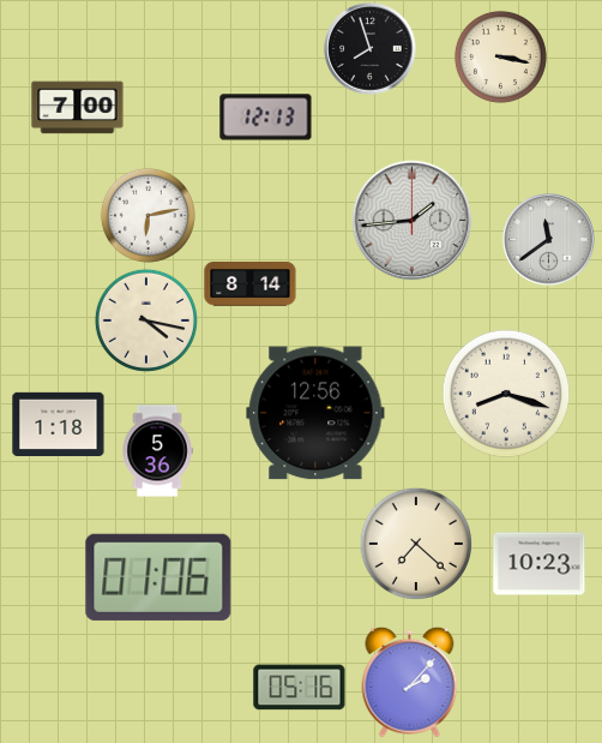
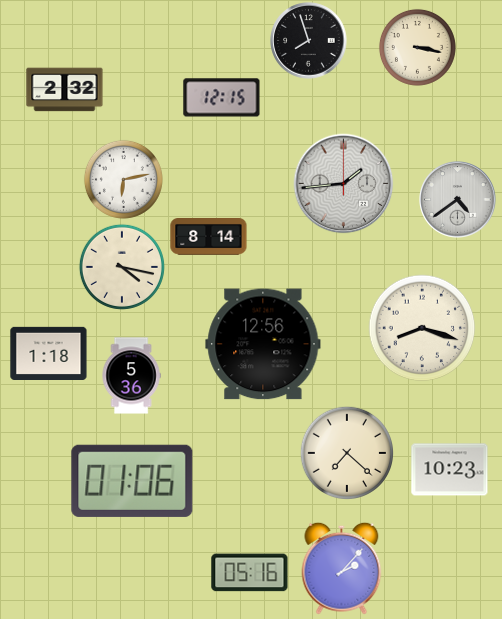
clock at (78, 108): 7:00 -> 2:32
clock at (266, 118): 12:13 -> 12:15
clock at (549, 240): 11:39 -> 4:39
